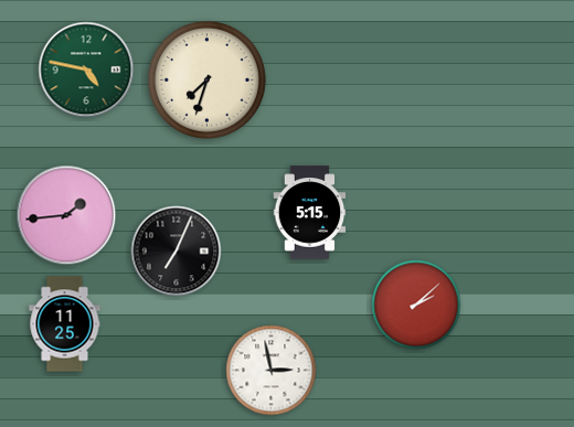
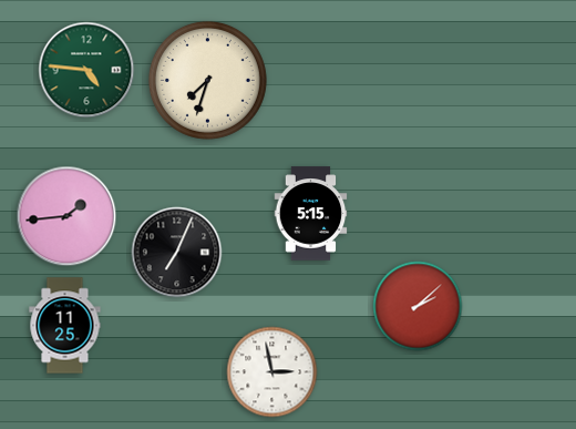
clock at (86, 70): 4:47 -> 4:46
